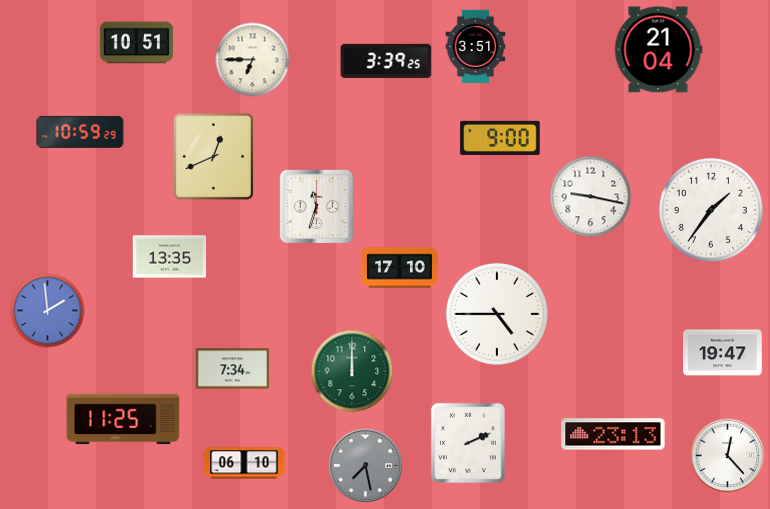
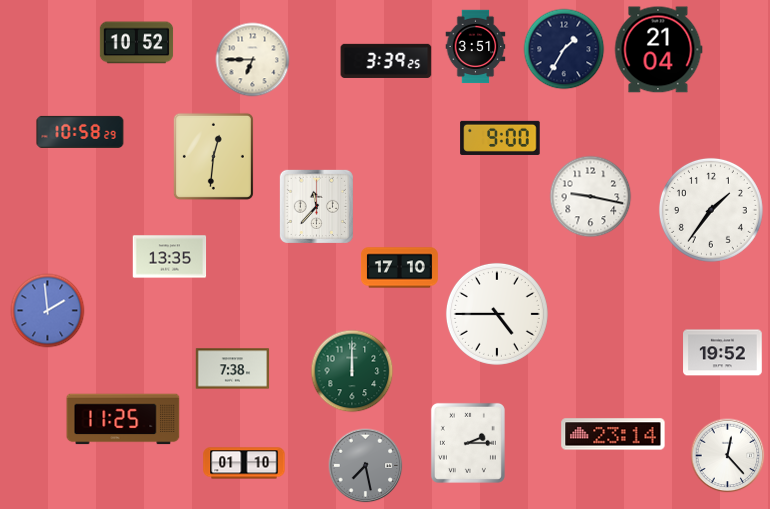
clock at (137, 43): 10:51 -> 10:52
clock at (564, 49): none -> 1:35
clock at (80, 132): 10:59 -> 10:58
clock at (213, 156): 12:41 -> 12:31
clock at (316, 206): 11:33 -> 11:37
clock at (723, 353): 19:47 -> 19:52
clock at (233, 369): 7:34 -> 7:38
clock at (613, 434): 23:13 -> 23:14
clock at (468, 443): 2:11 -> 2:15
clock at (244, 463): 06:10 -> 01:10
